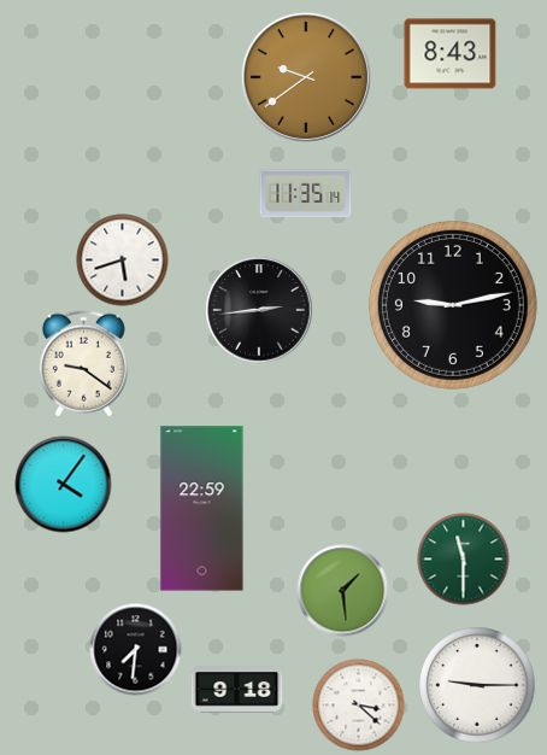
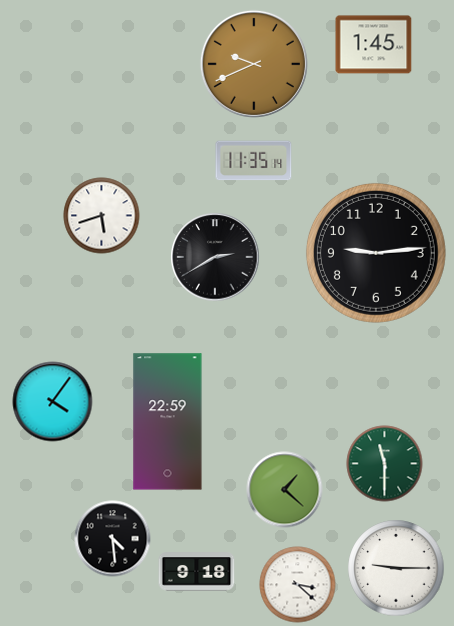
clock at (451, 54): 8:43 -> 1:45
clock at (306, 77): 9:39 -> 9:41
clock at (453, 305): 9:13 -> 9:14
clock at (259, 310): 2:44 -> 2:40
clock at (83, 364): 9:21 -> none
clock at (343, 591): 1:29 -> 1:22
clock at (136, 650): 7:31 -> 4:29
